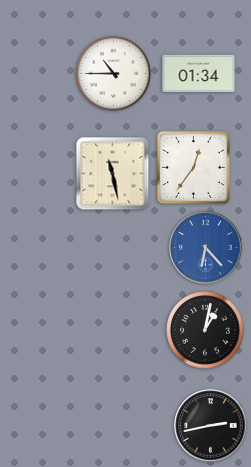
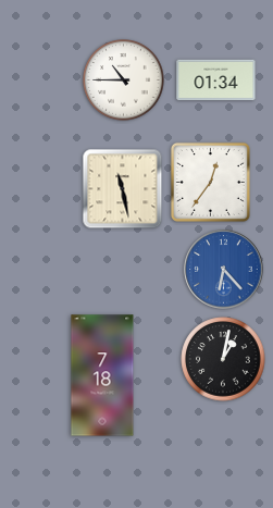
clock at (102, 375): none -> 7:18
clock at (211, 426): 2:43 -> none
